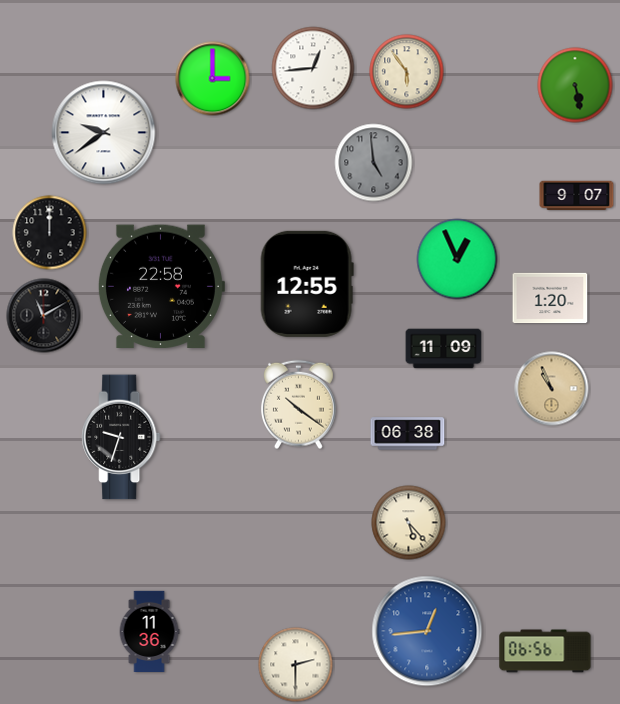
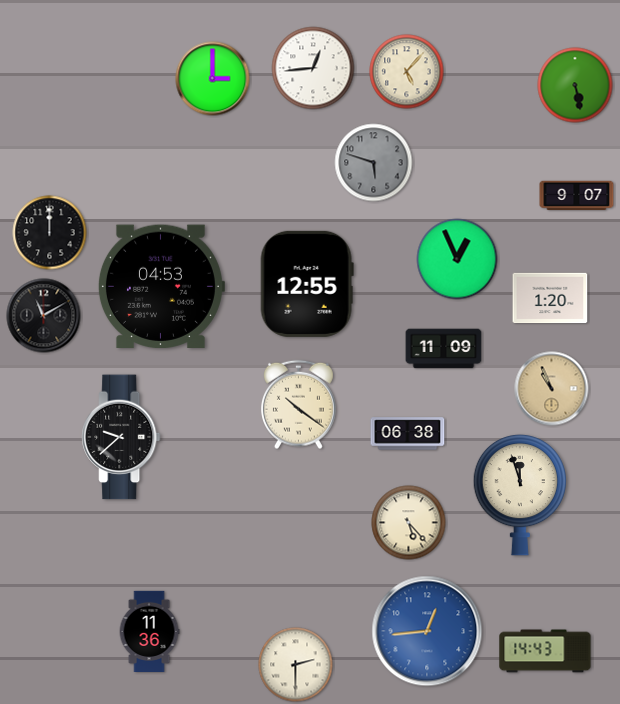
clock at (407, 72): 5:54 -> 5:07
clock at (104, 133): 9:39 -> none
clock at (374, 163): 4:59 -> 5:48
clock at (161, 286): 22:58 -> 04:53
clock at (121, 437): 9:33 -> 9:38
clock at (519, 495): none -> 11:57
clock at (545, 651): 06:56 -> 14:43
